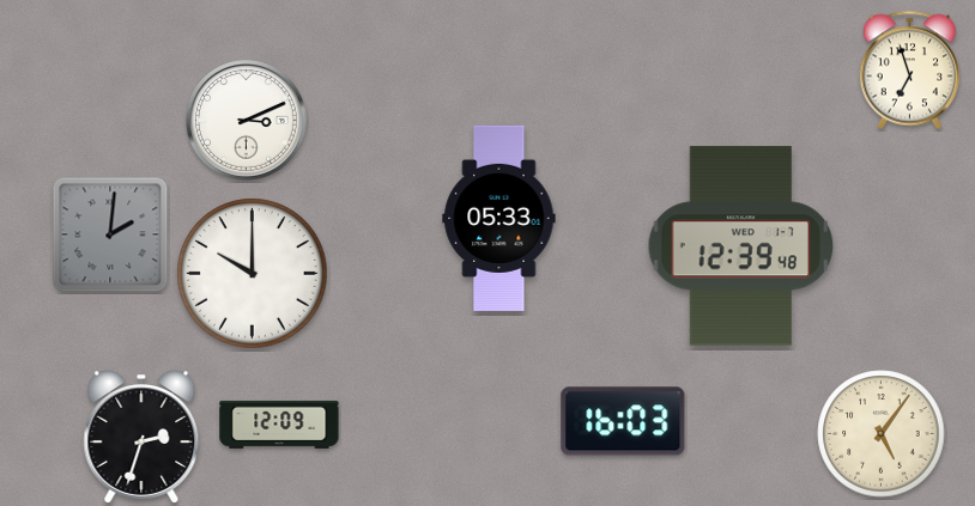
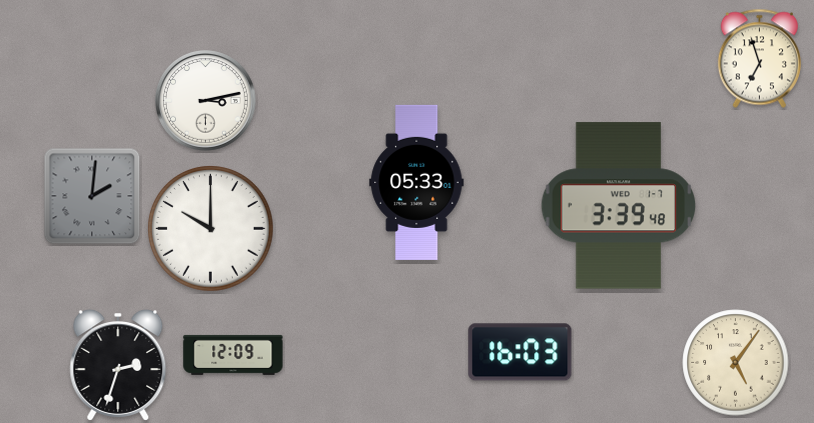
clock at (247, 121): 3:11 -> 3:13
clock at (741, 246): 12:39 -> 3:39
